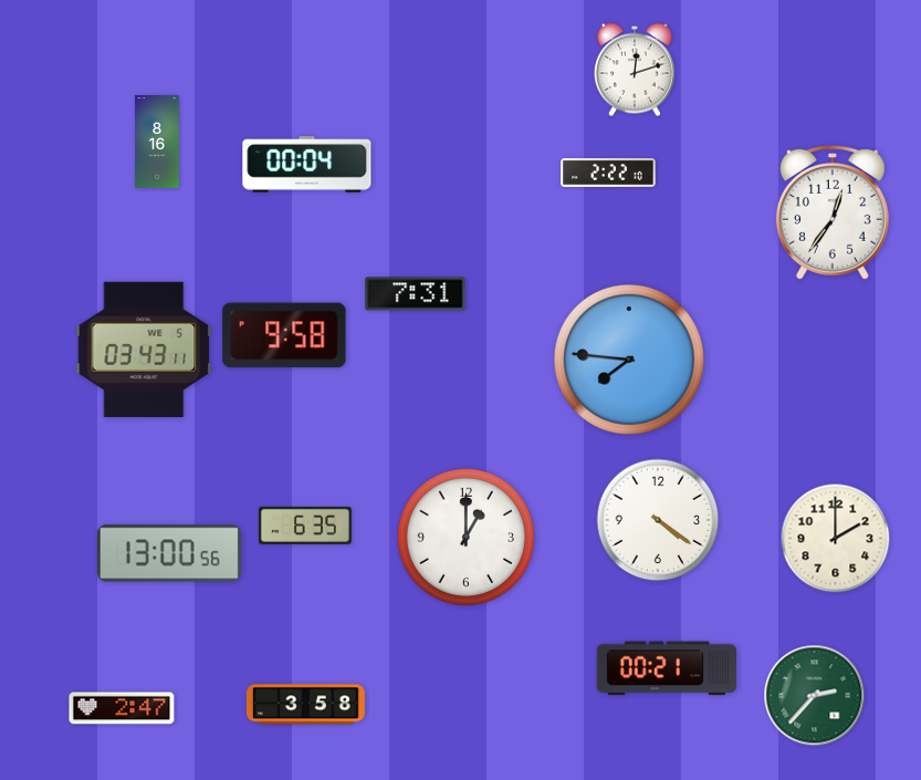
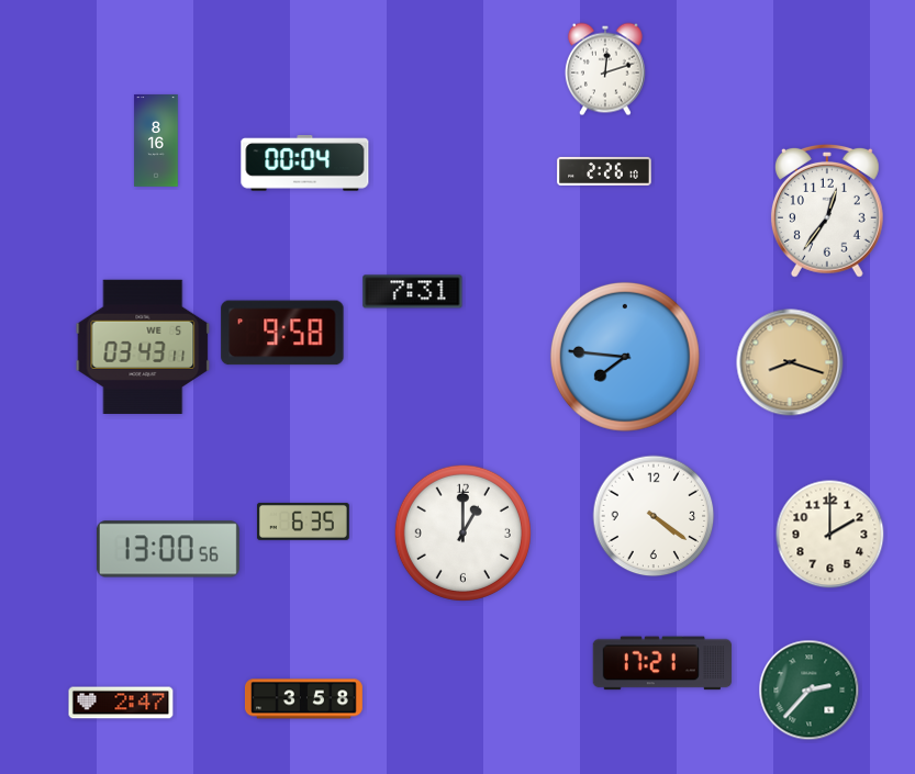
clock at (635, 70) position: (635, 70) -> (605, 69)
clock at (608, 173): 2:22 -> 2:26
clock at (790, 362): none -> 8:18
clock at (667, 668): 00:21 -> 17:21
